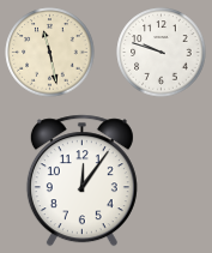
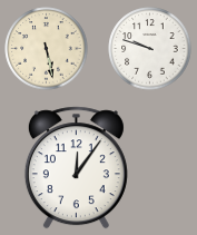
clock at (50, 53): 11:28 -> 5:28
